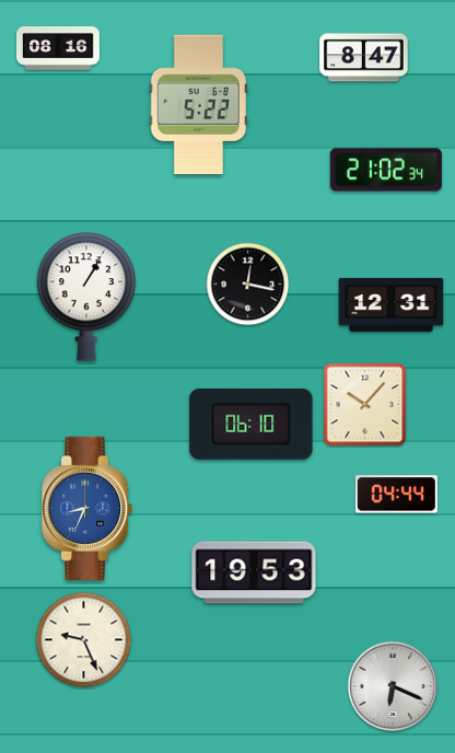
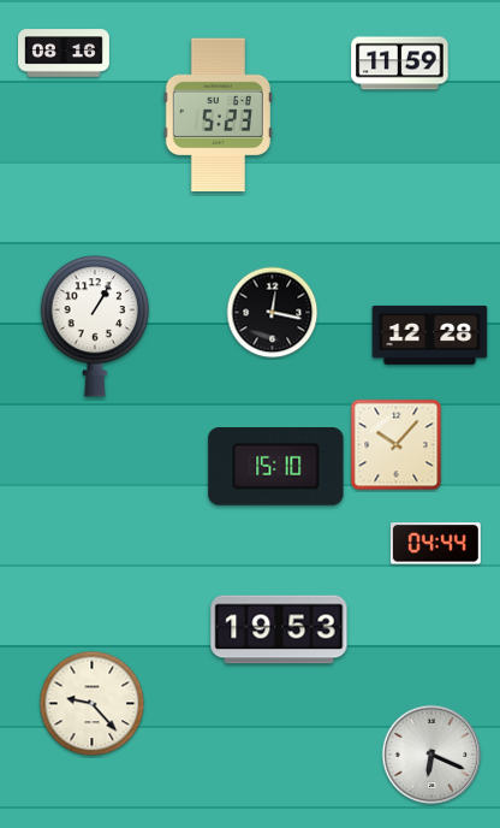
clock at (364, 58): 8:47 -> 11:59
clock at (198, 105): 5:22 -> 5:23
clock at (386, 170): 21:02 -> none
clock at (392, 304): 12:31 -> 12:28
clock at (365, 405) position: (365, 405) -> (397, 445)
clock at (252, 425): 06:10 -> 15:10
clock at (87, 508): 8:34 -> none
clock at (84, 640): 9:26 -> 9:23
